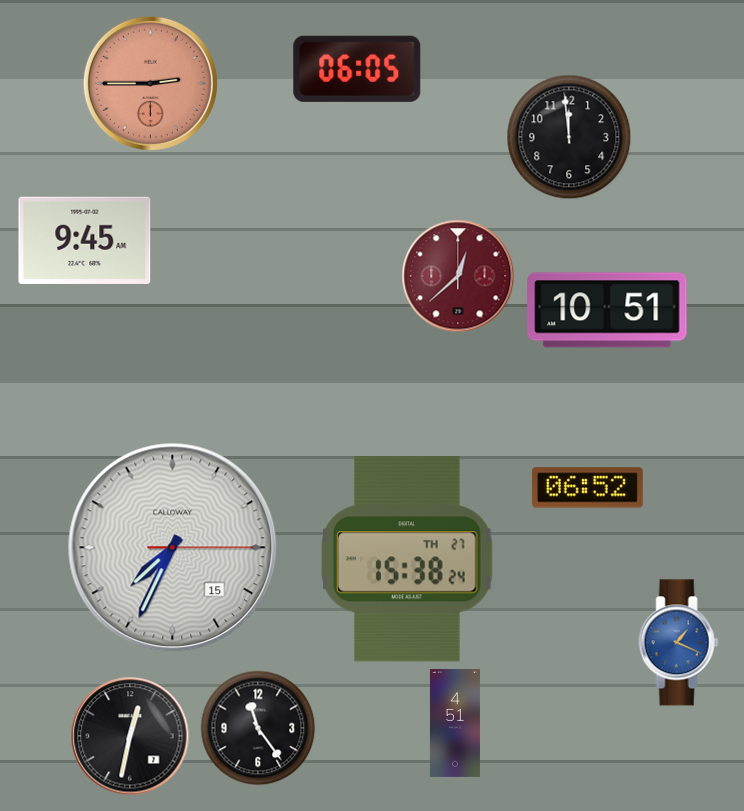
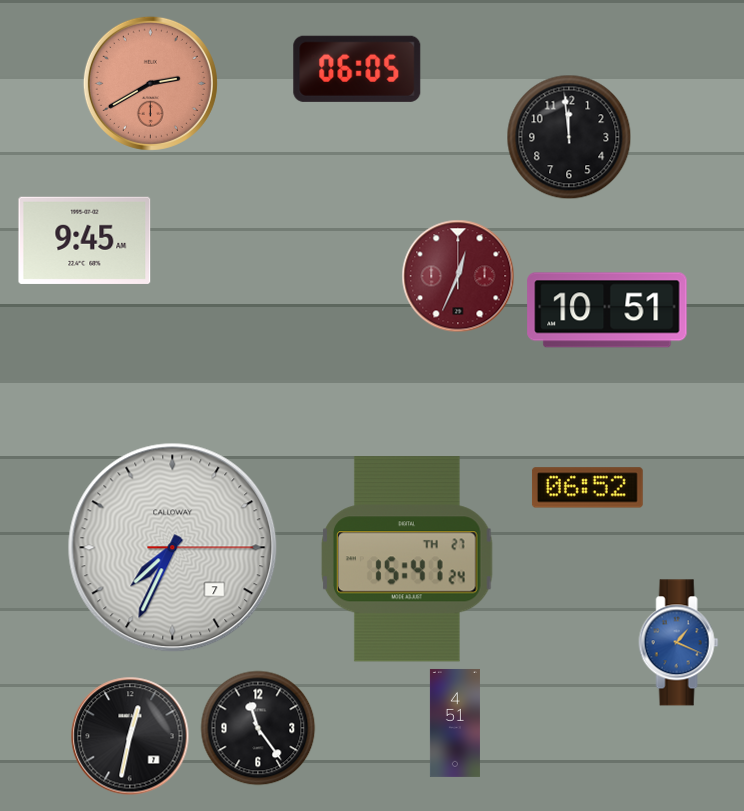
clock at (150, 83): 2:45 -> 2:40
clock at (458, 276): 12:38 -> 12:34
clock at (173, 548) date: 15 -> 7
clock at (408, 559): 15:38 -> 15:41
